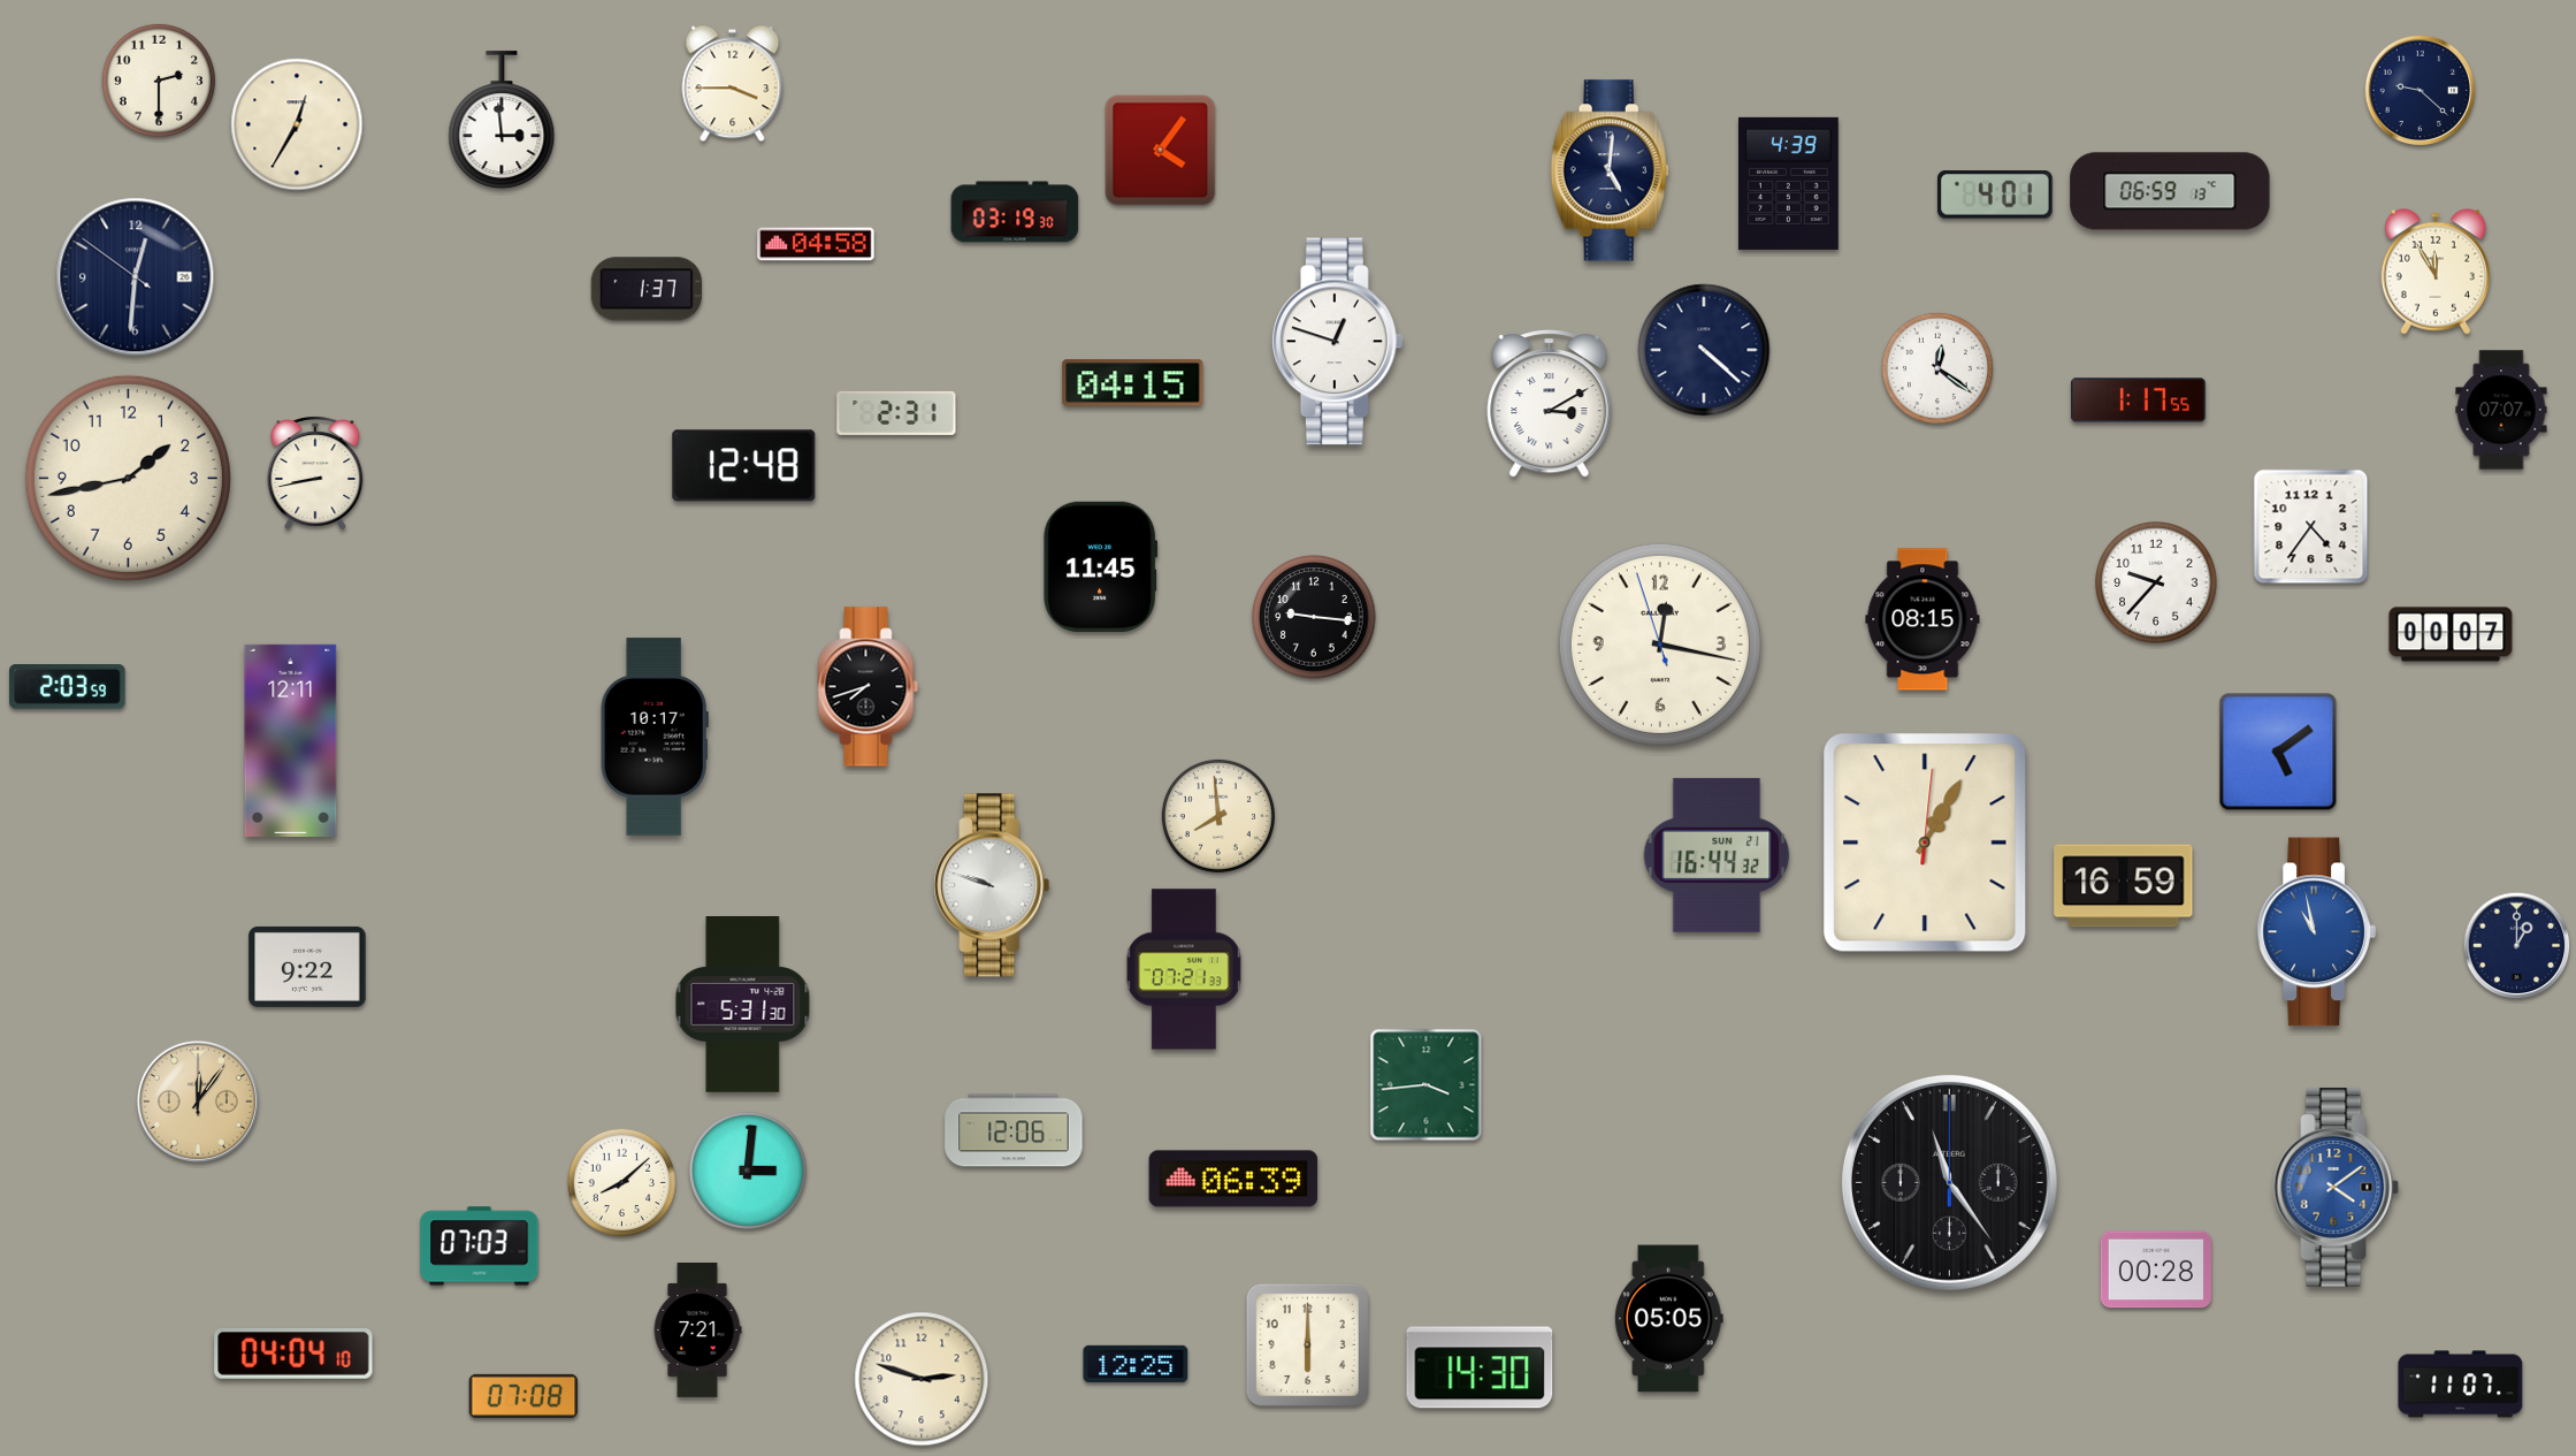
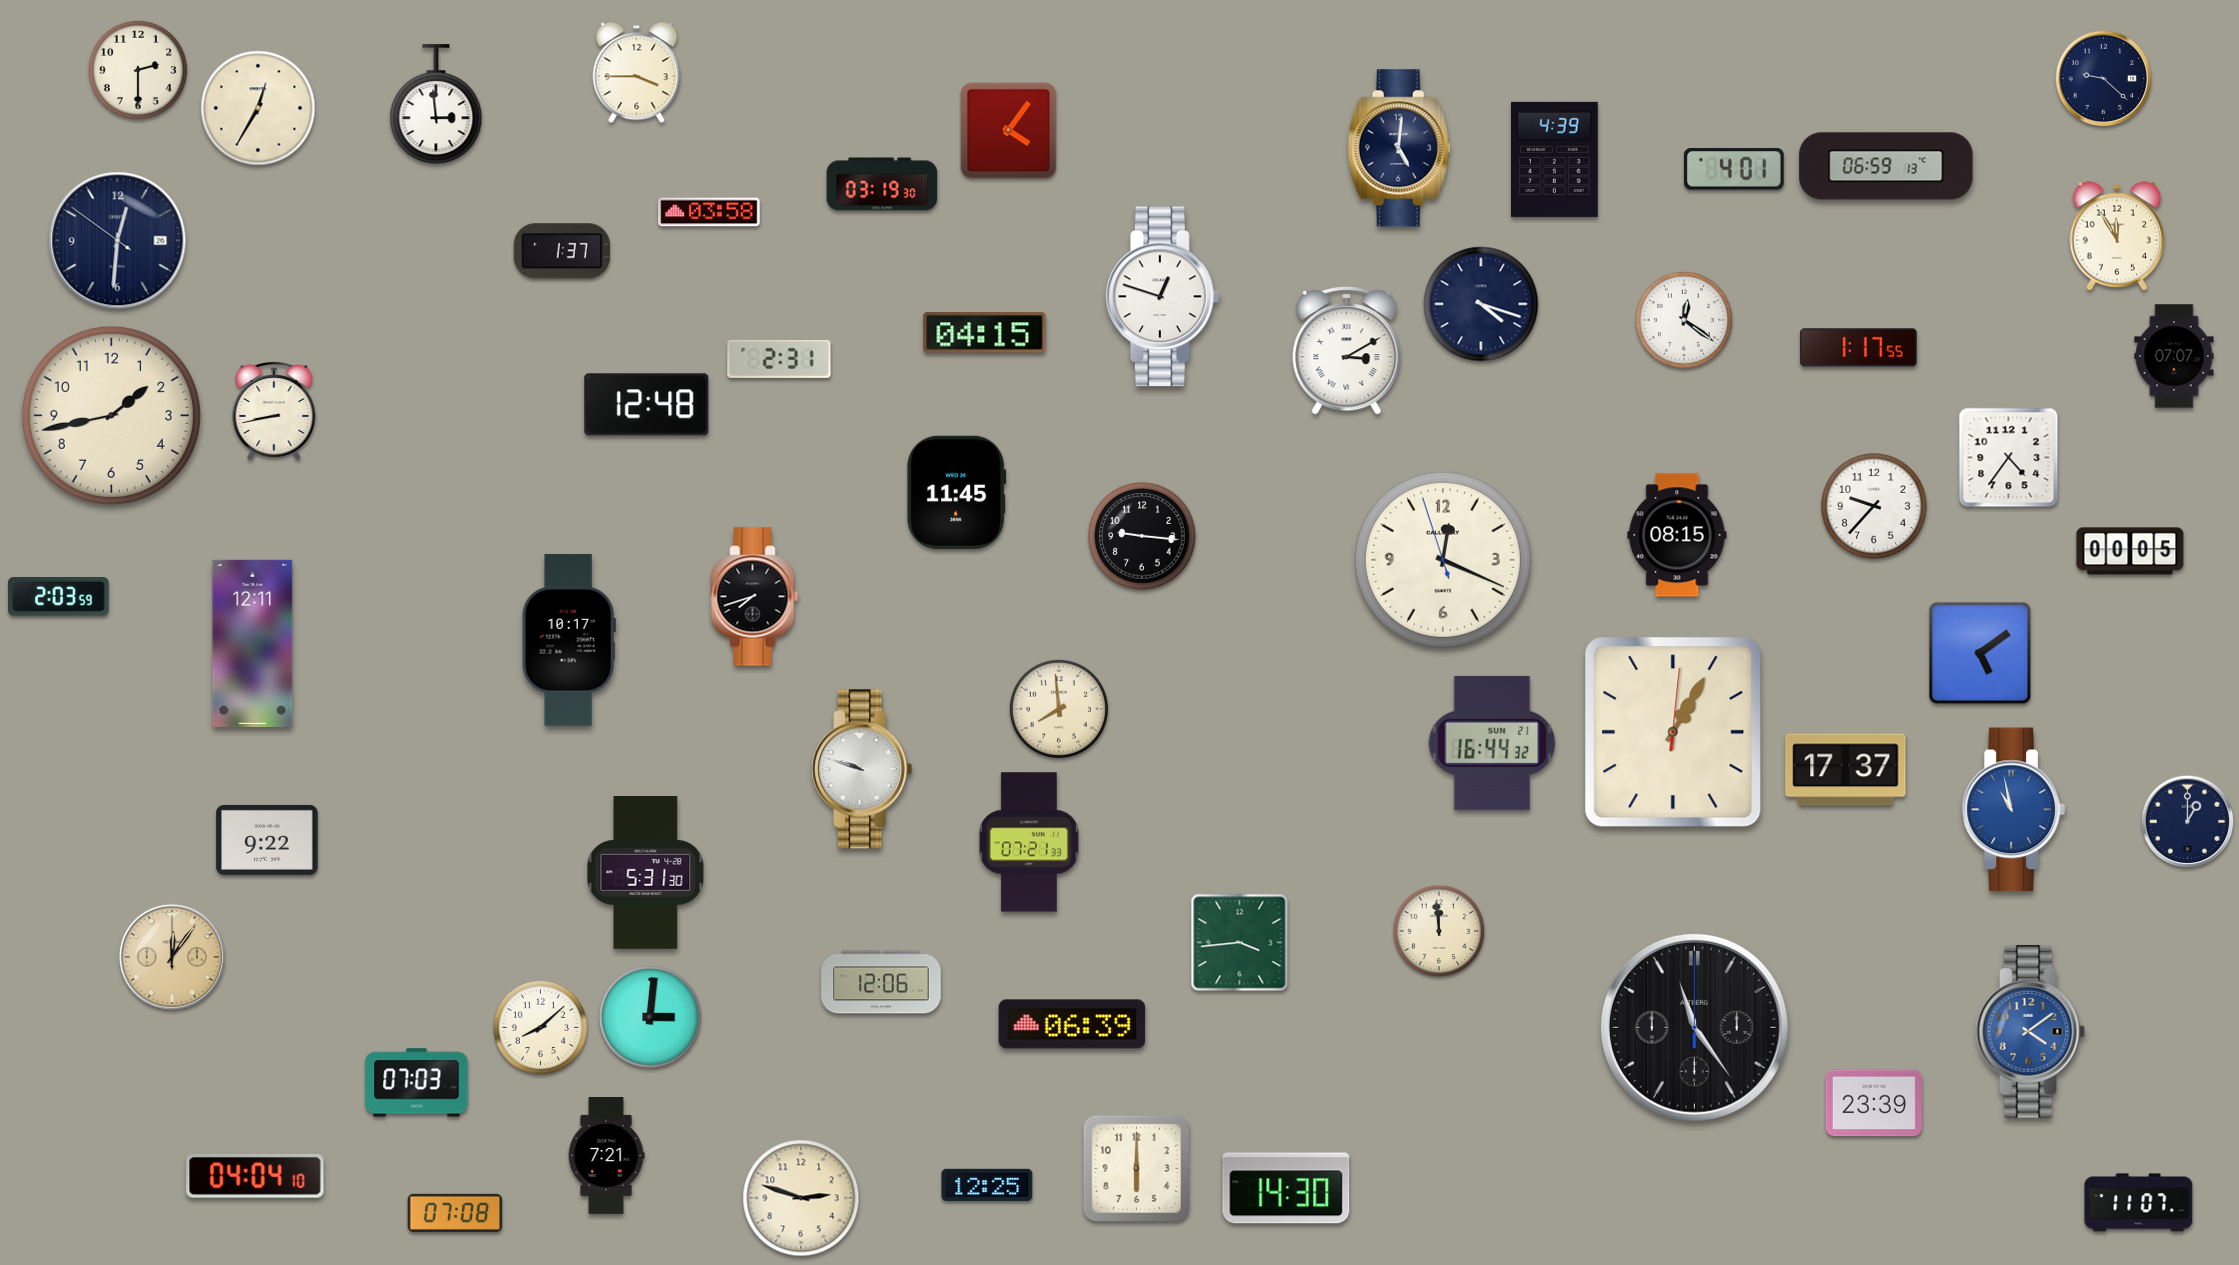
clock at (816, 244): 04:58 -> 03:58
clock at (1704, 350): 4:22 -> 4:18
clock at (1923, 619) position: (1923, 619) -> (1677, 535)
clock at (2451, 634): 00:07 -> 00:05
clock at (1660, 645): 12:16 -> 12:18
clock at (2124, 886): 16:59 -> 17:37
clock at (1439, 931): none -> 11:59
clock at (2156, 1270): 00:28 -> 23:39
clock at (1668, 1319): 05:05 -> none
